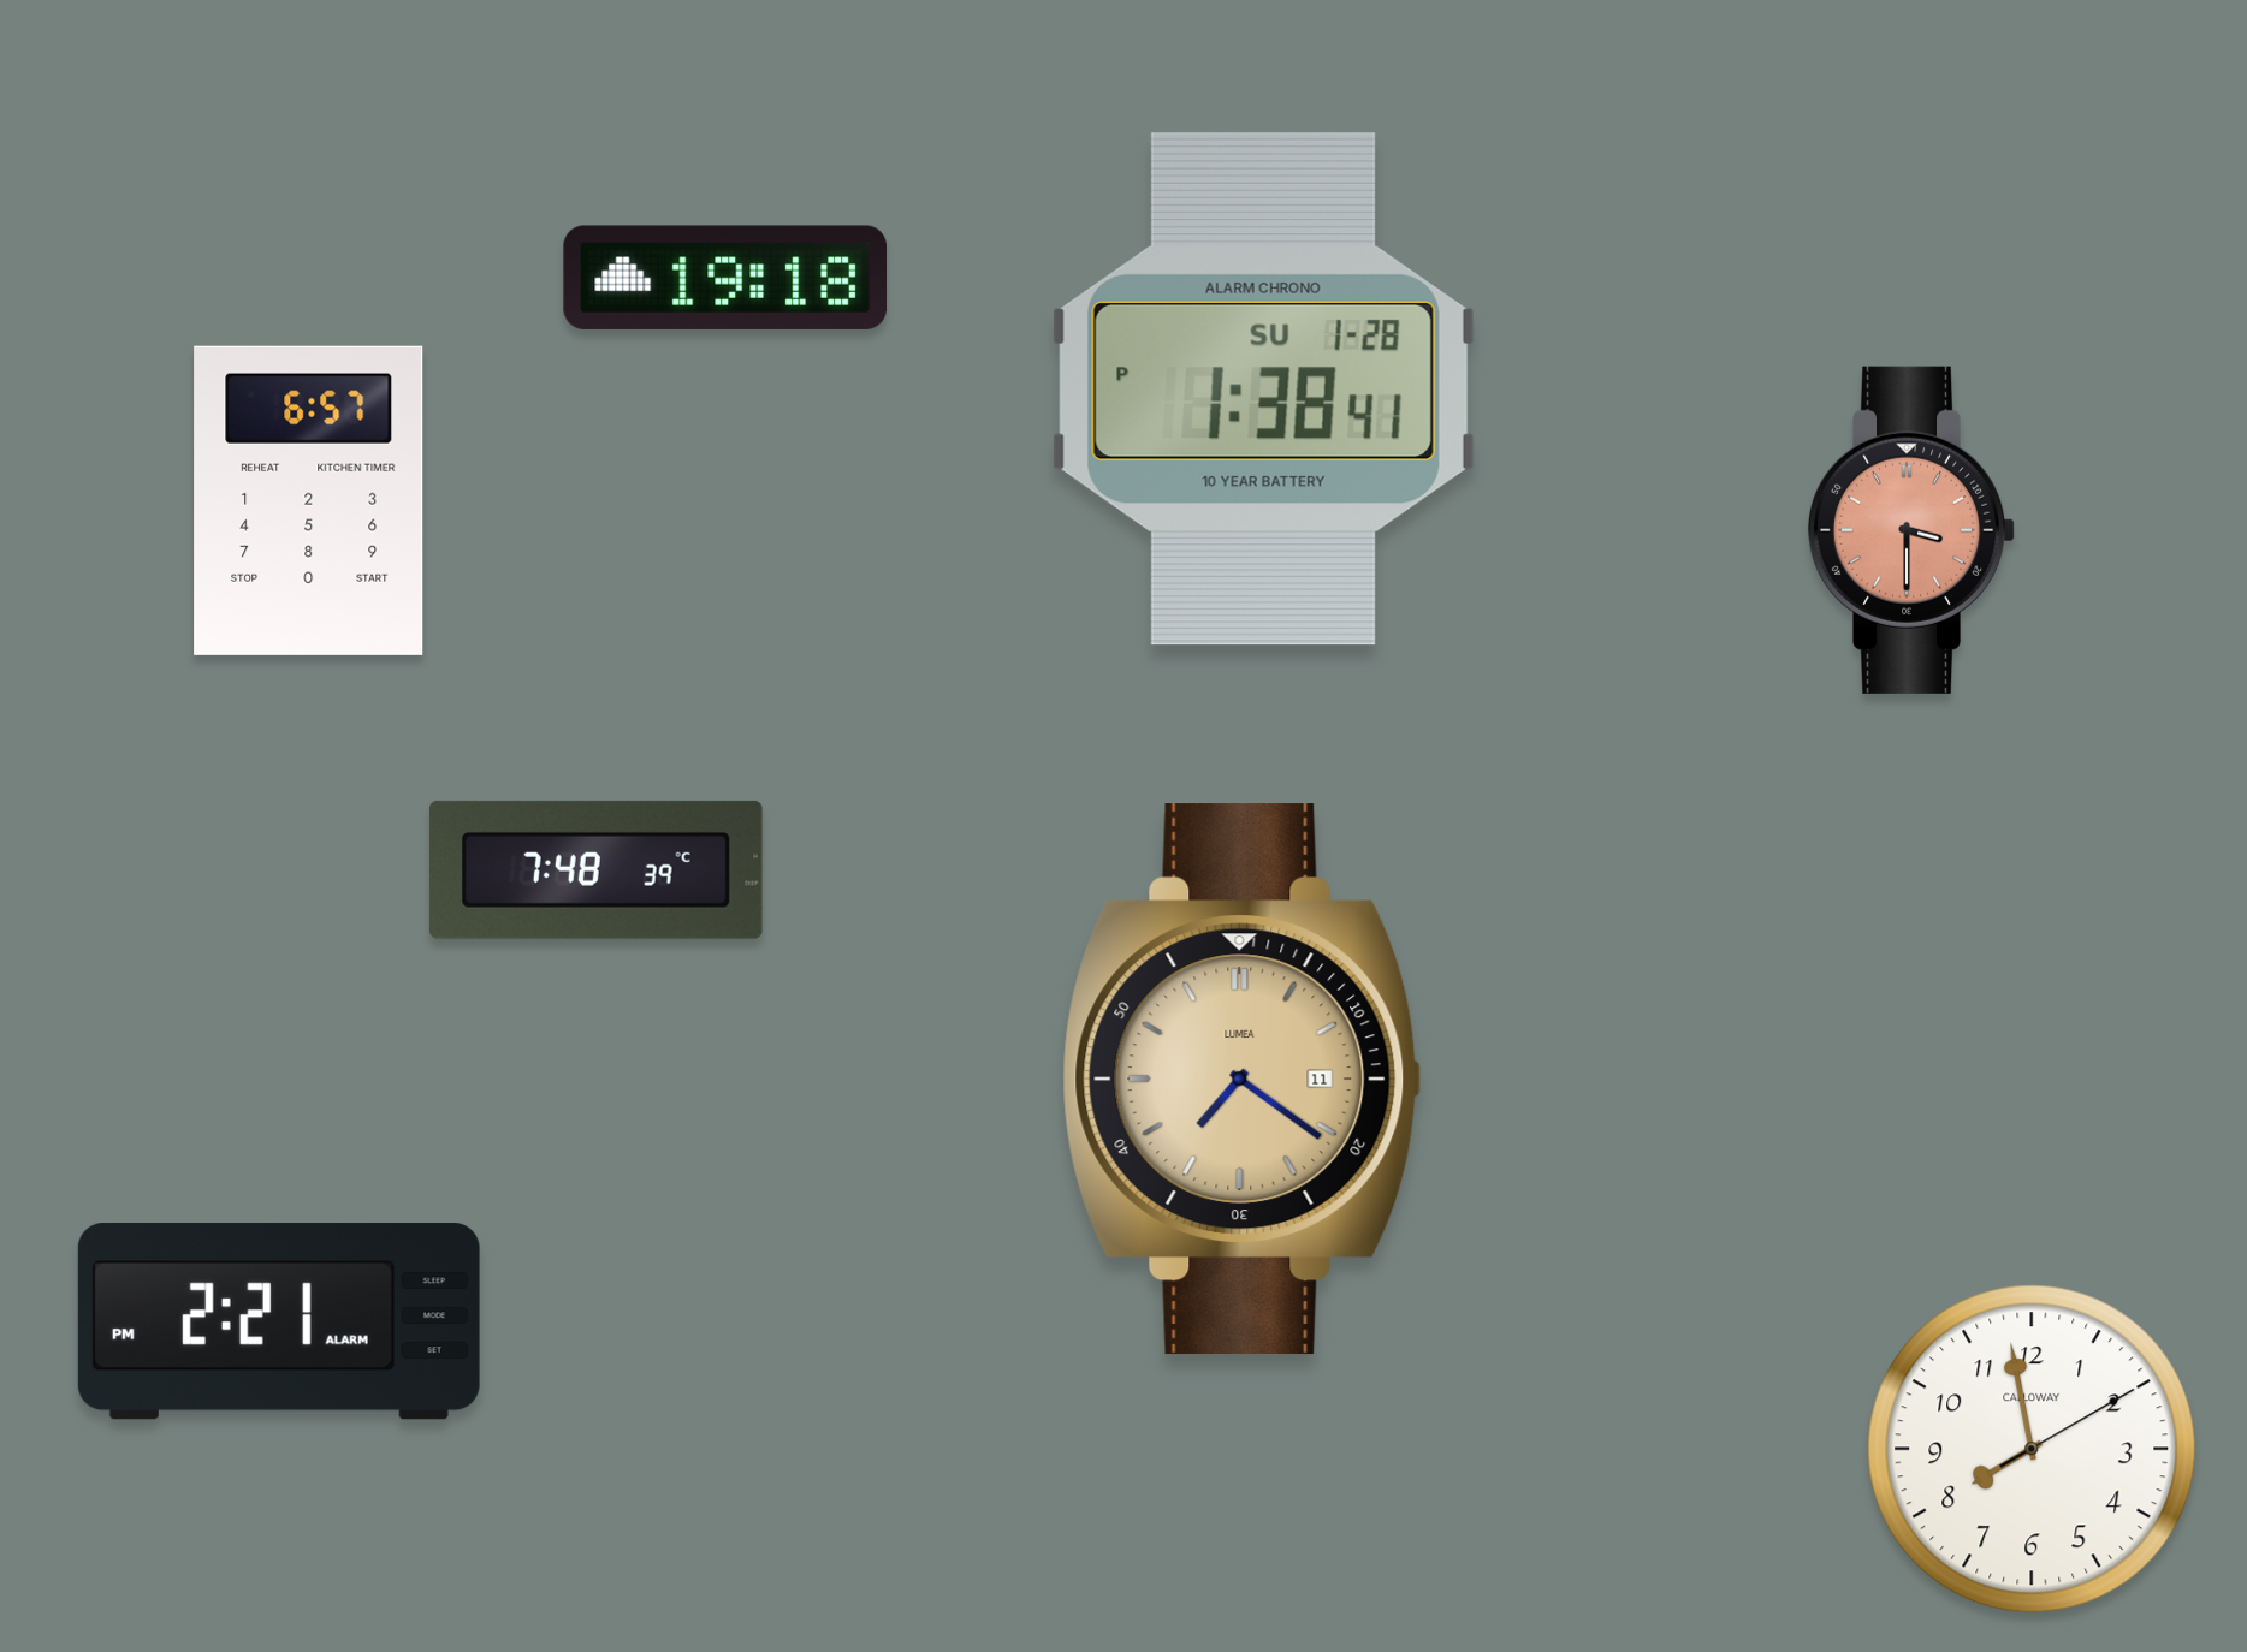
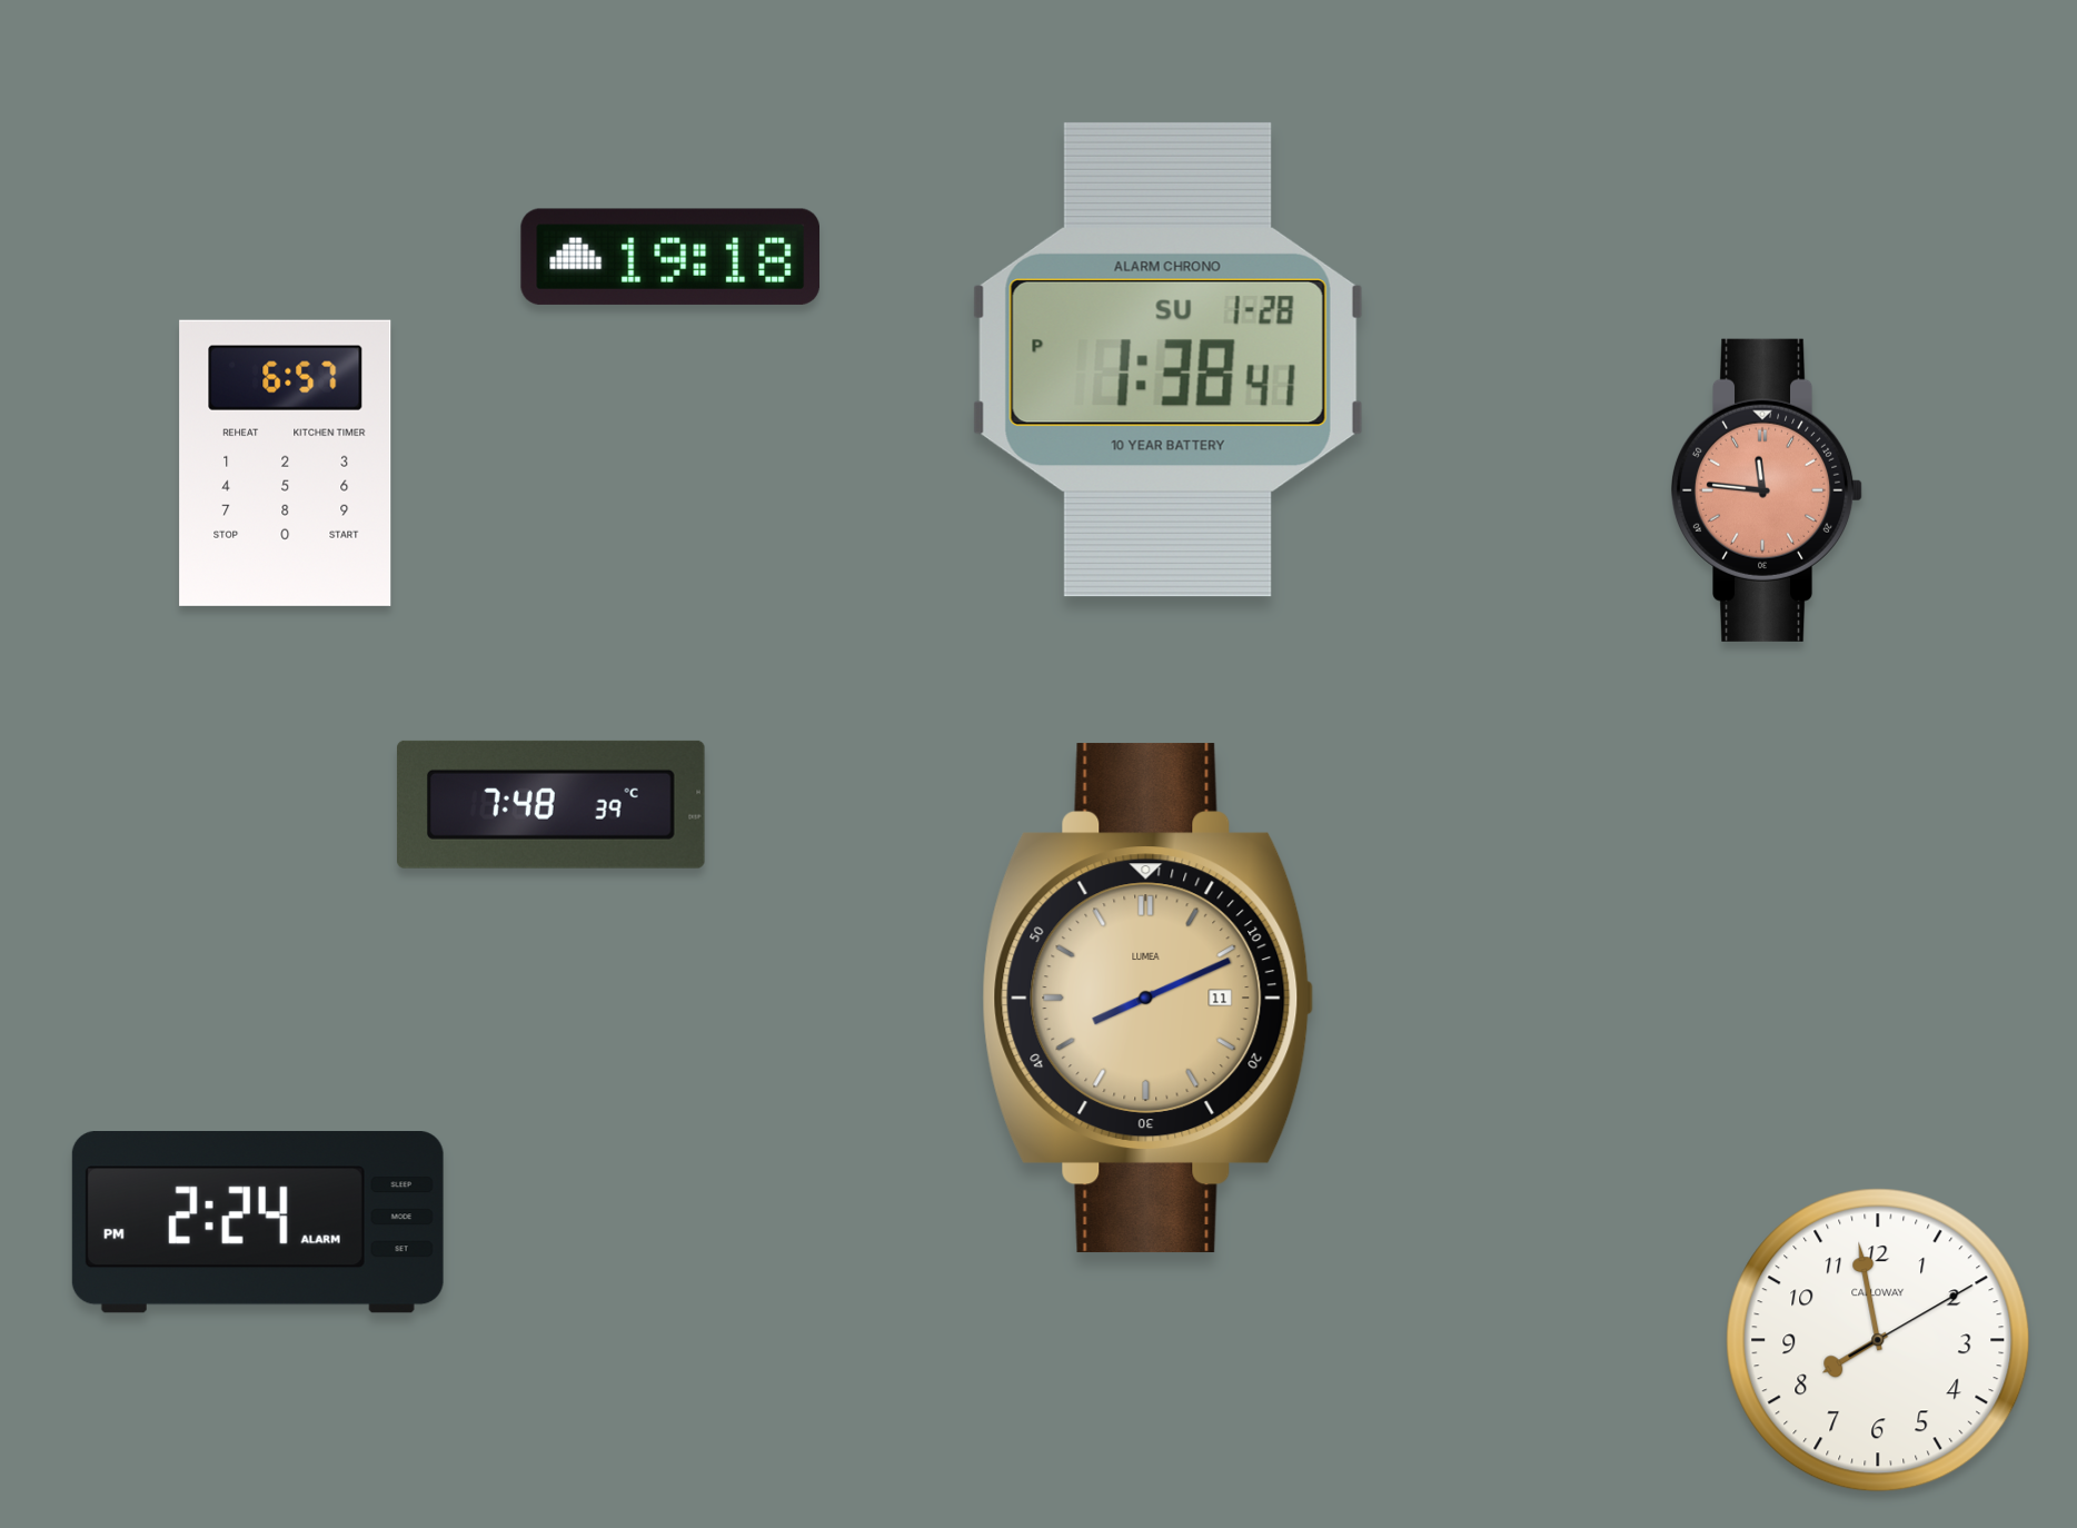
clock at (1911, 530): 3:30 -> 11:46
clock at (1243, 1080): 7:21 -> 8:11
clock at (279, 1321): 2:21 -> 2:24
